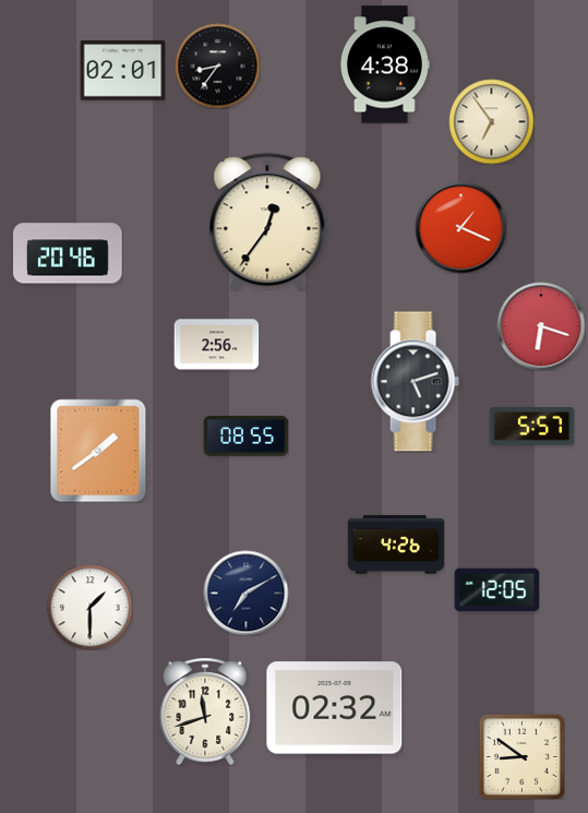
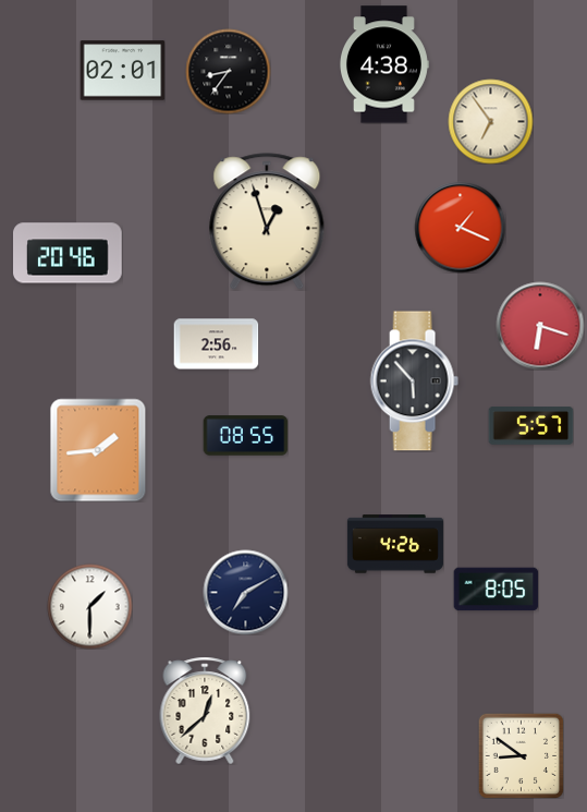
clock at (217, 65) position: (217, 65) -> (228, 71)
clock at (267, 222): 12:36 -> 12:57
clock at (415, 382): 5:12 -> 5:53
clock at (98, 451): 1:39 -> 1:44
clock at (496, 590): 12:05 -> 8:05
clock at (335, 708): 02:32 -> none
clock at (205, 712): 11:42 -> 12:38
